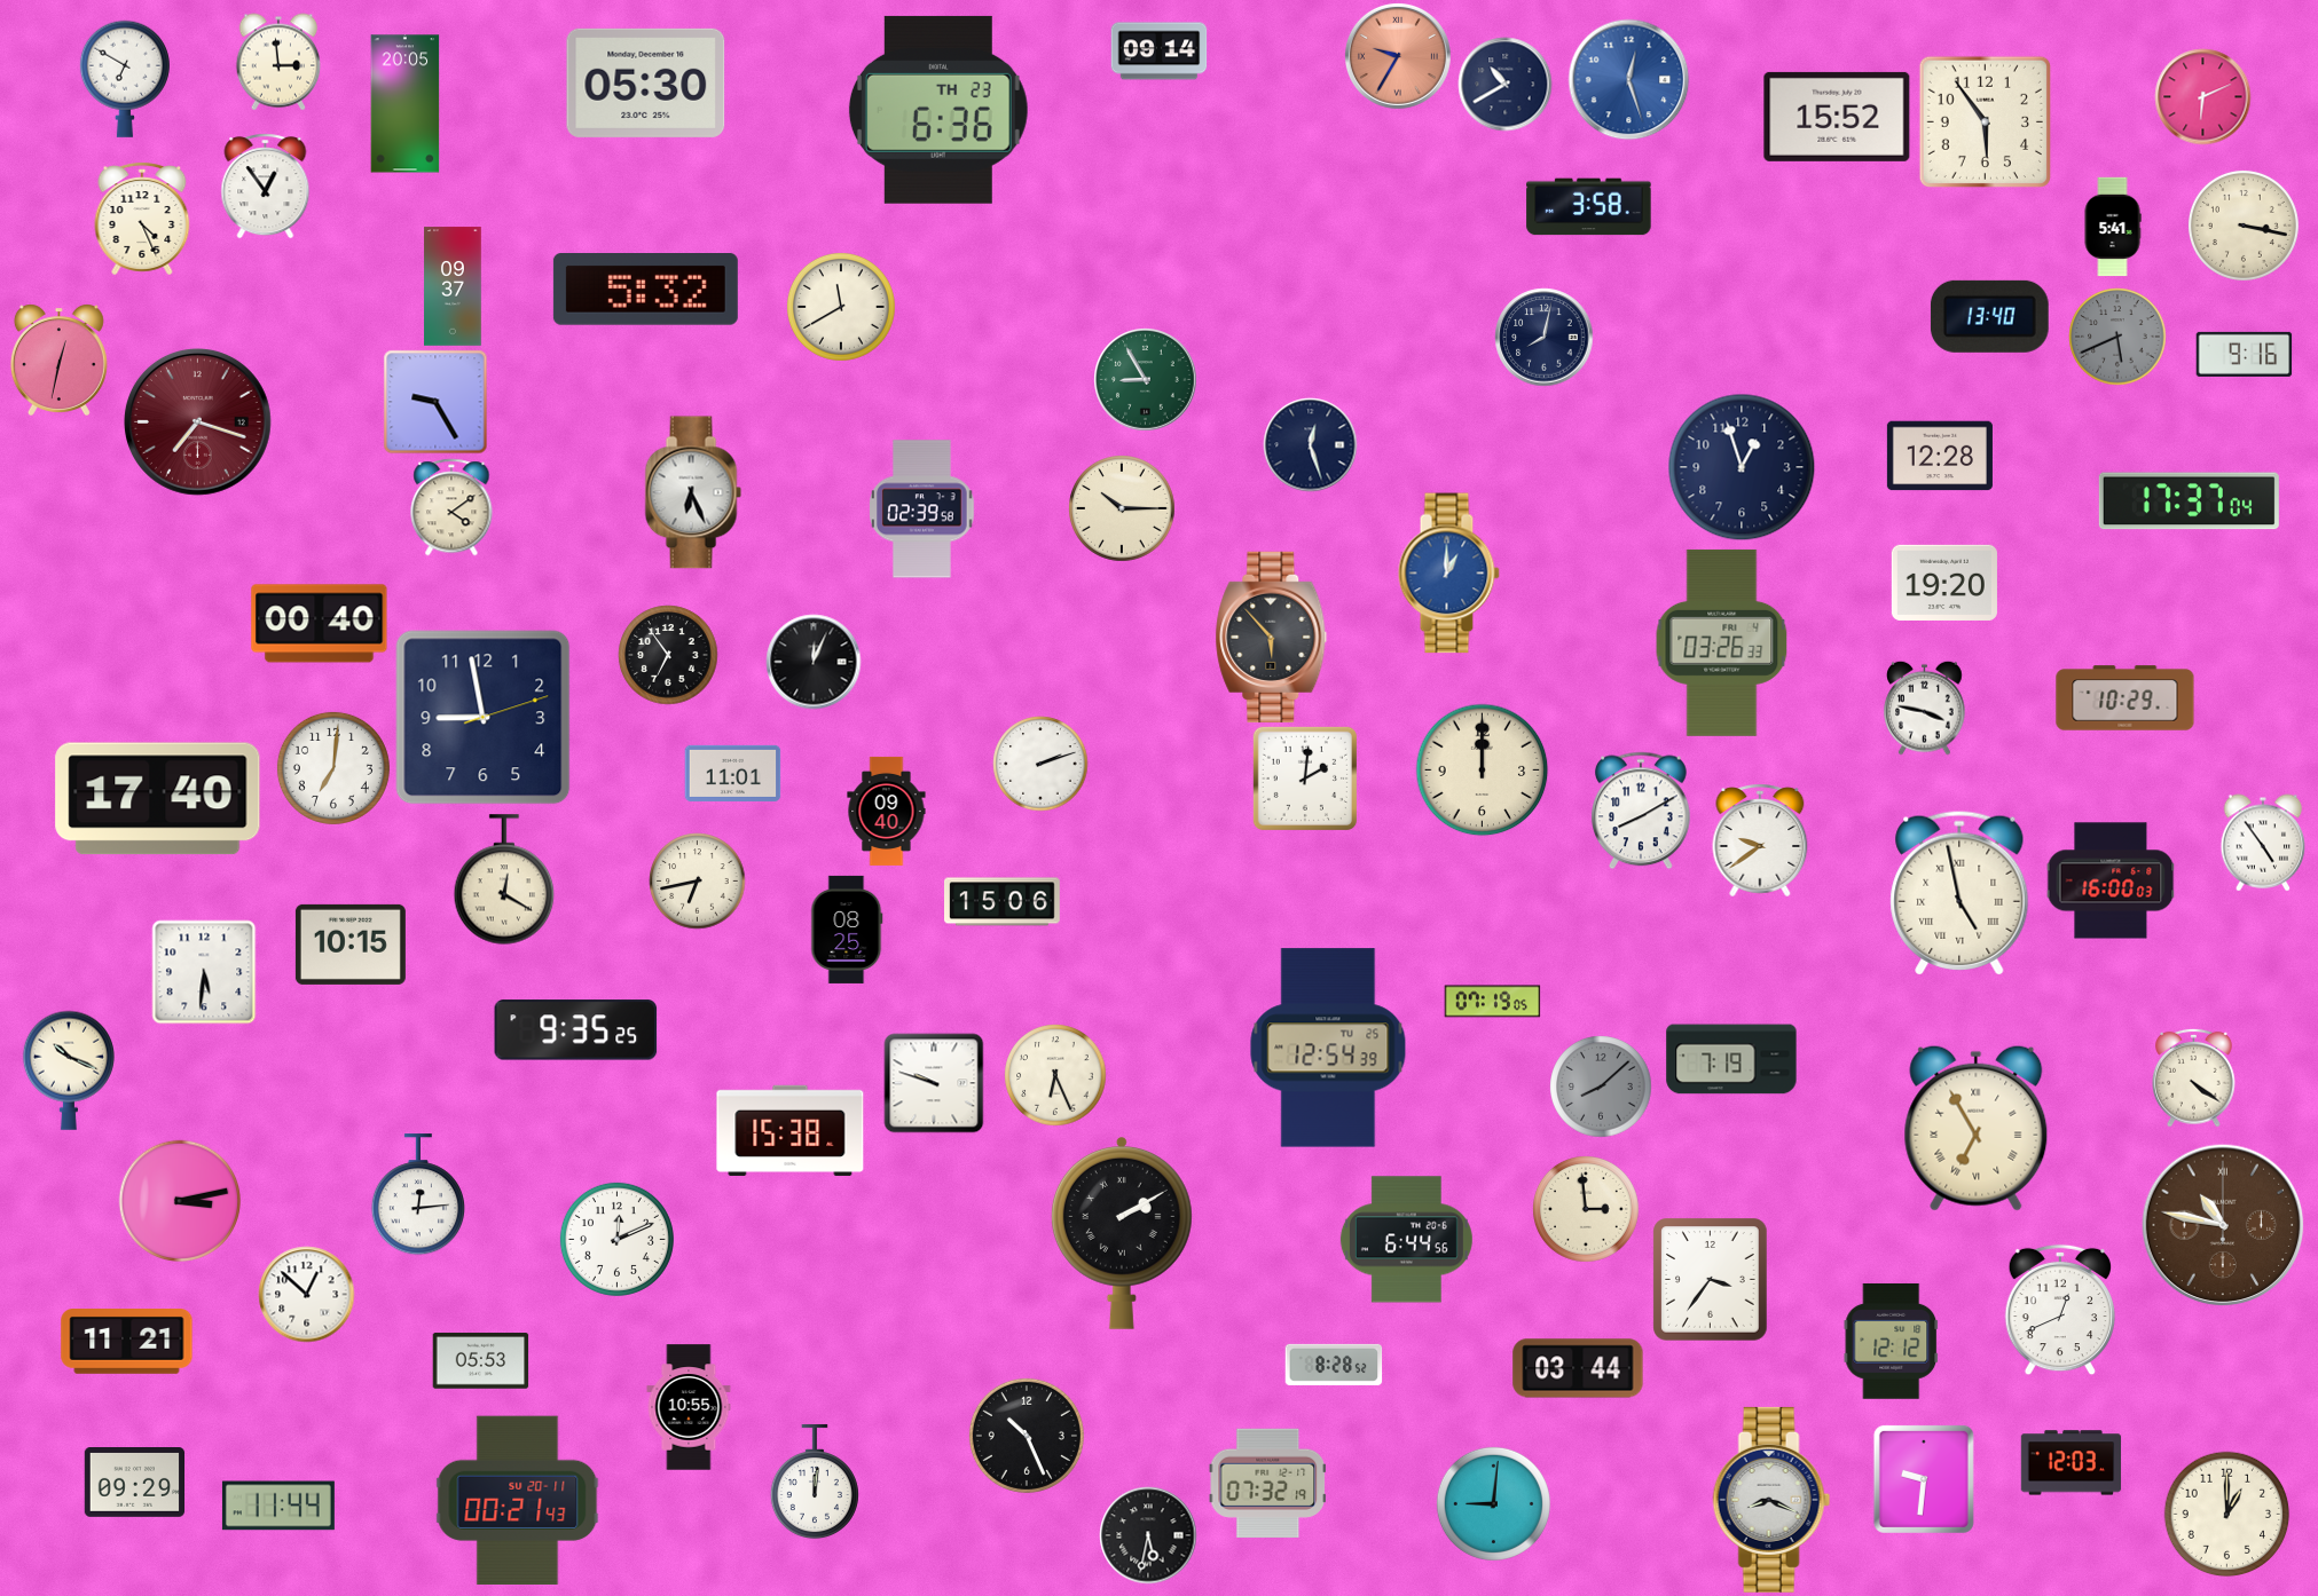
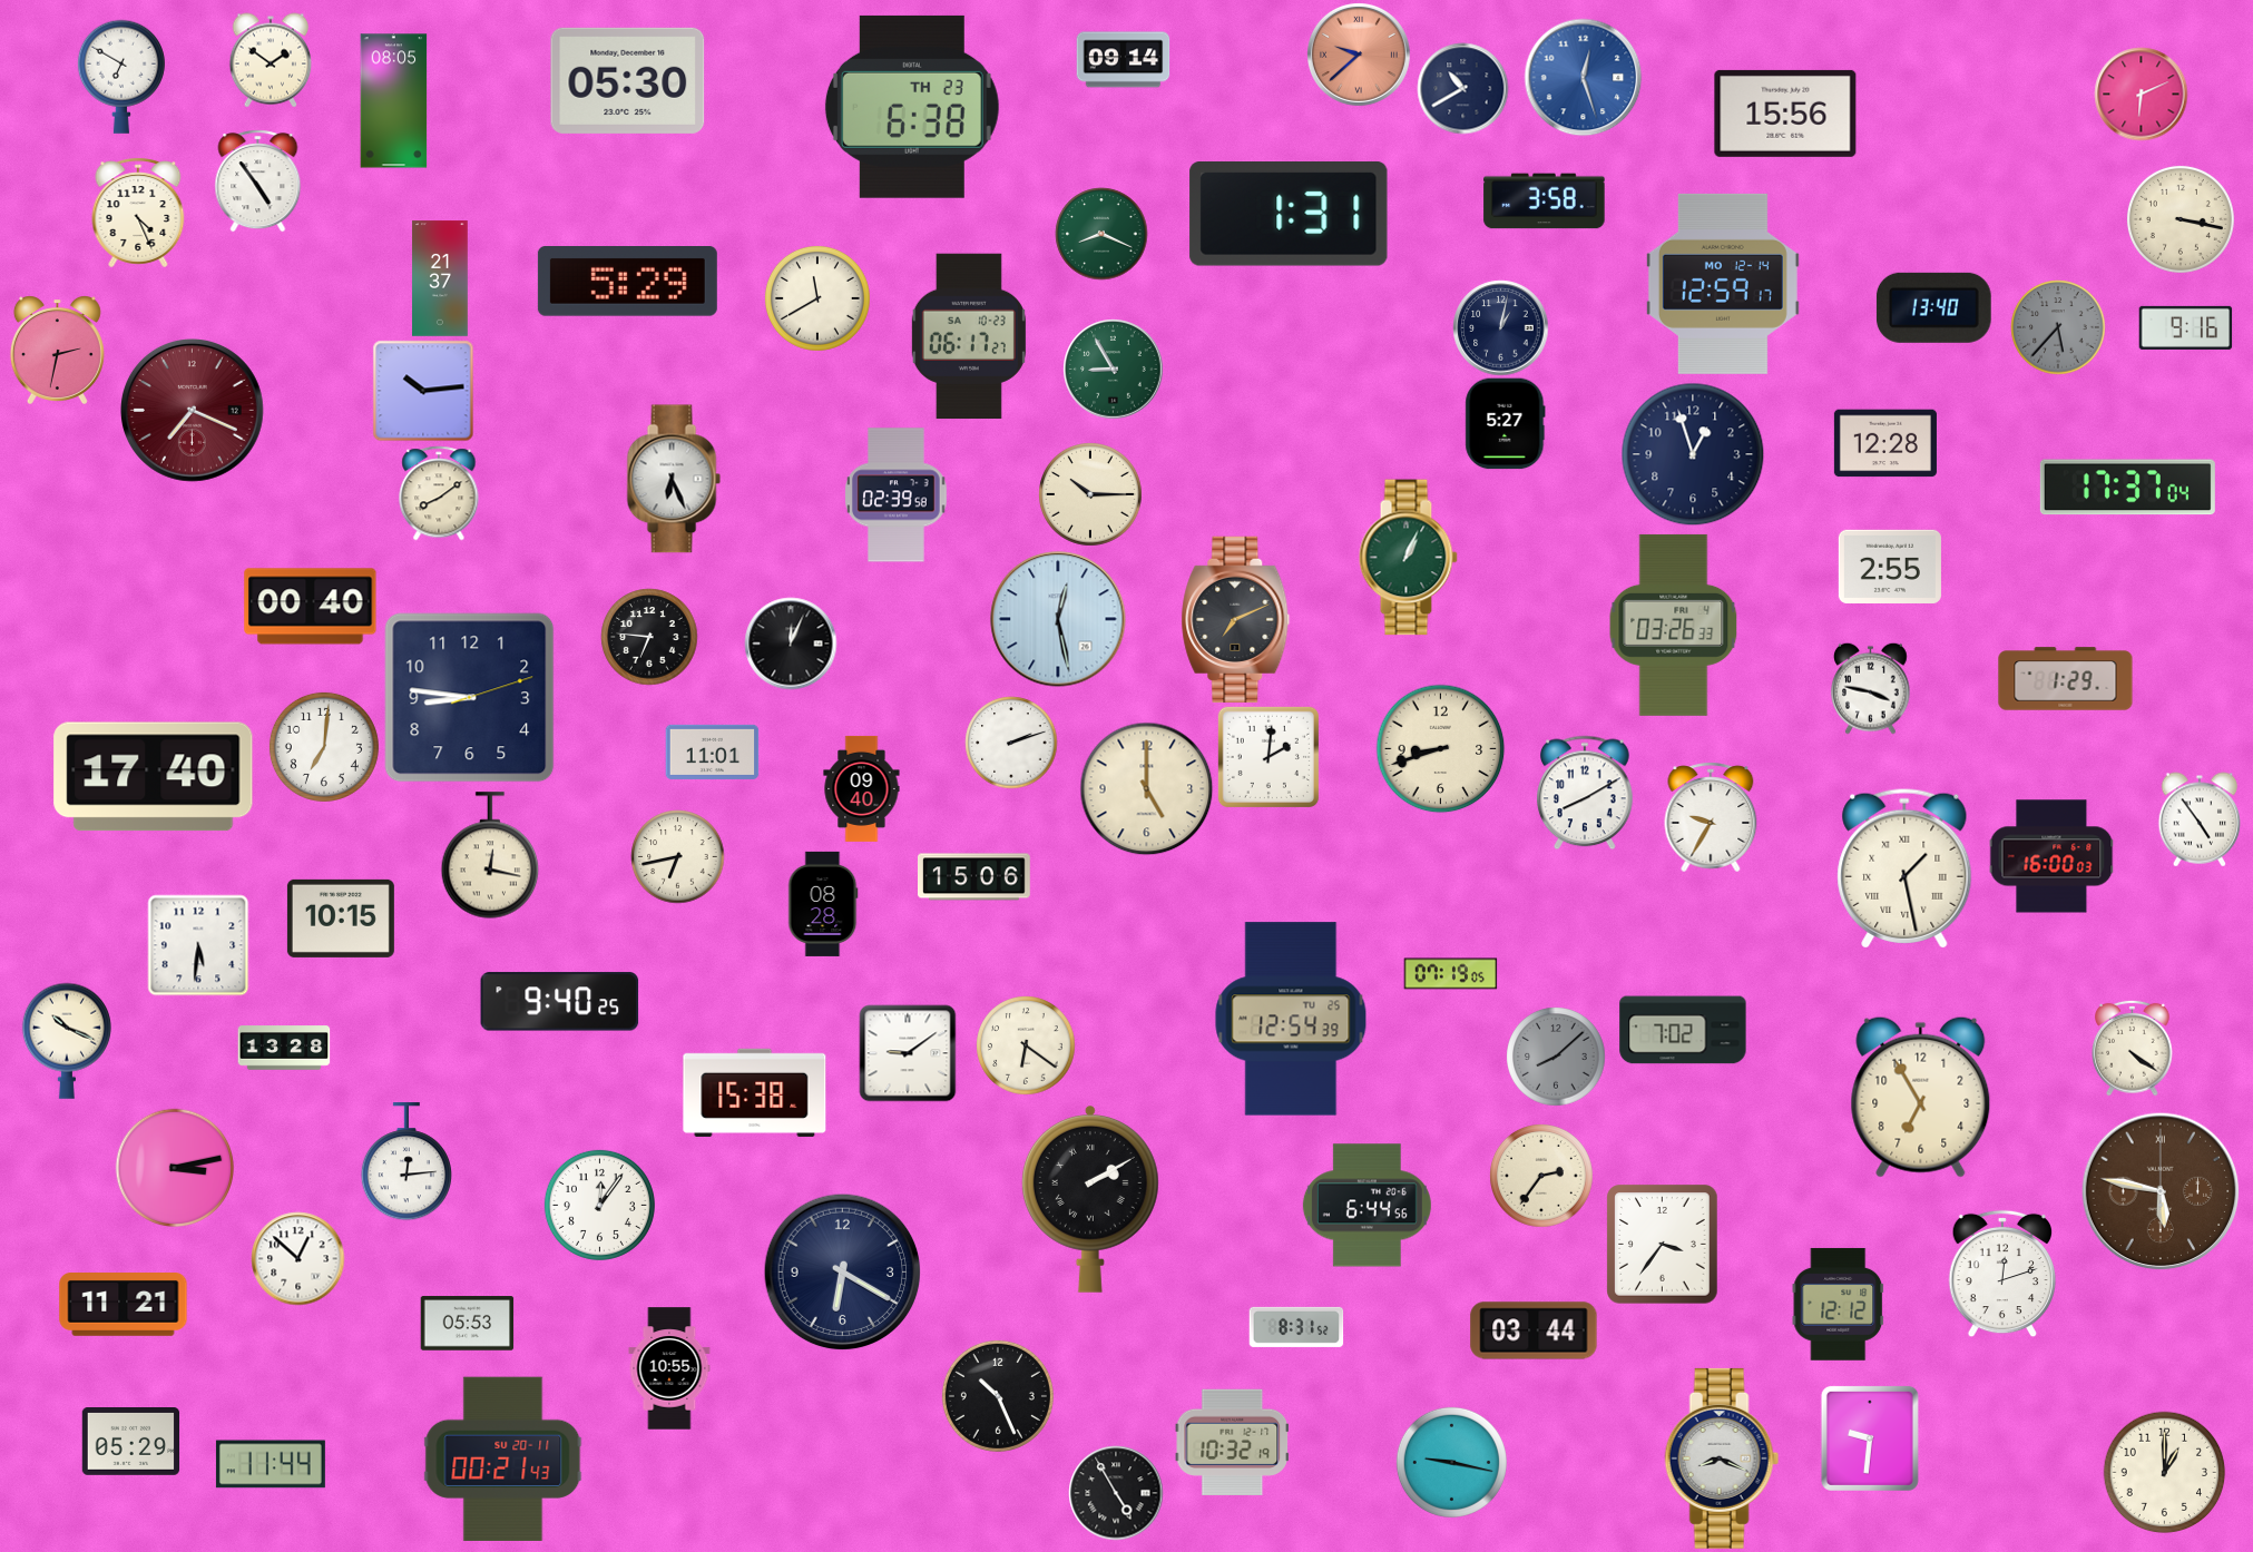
clock at (1158, 52) position: (1158, 52) -> (1123, 60)
clock at (1398, 56): 9:35 -> 9:38
clock at (278, 62): 2:59 -> 1:51
clock at (1504, 84) position: (1504, 84) -> (1462, 88)
clock at (406, 104): 20:05 -> 08:05
clock at (938, 110): 6:36 -> 6:38
clock at (1837, 117): 15:52 -> 15:56
clock at (1985, 121): 5:54 -> none
clock at (266, 185): 12:54 -> 4:54
clock at (1289, 215): none -> 1:31
clock at (2113, 227): 5:41 -> none
clock at (1101, 234): none -> 8:19
clock at (453, 286): 09:37 -> 21:37
clock at (645, 290): 5:32 -> 5:29
clock at (1723, 284): none -> 12:59
clock at (1543, 337): 8:02 -> 1:02
clock at (2117, 337): 5:41 -> 5:37
clock at (969, 336): none -> 06:17
clock at (2244, 354) position: (2244, 354) -> (2185, 327)
clock at (58, 360): 12:32 -> 2:32
clock at (435, 402): 9:25 -> 10:14
clock at (197, 421): 7:18 -> 7:19
clock at (1506, 423): none -> 5:27
clock at (1310, 444): 12:27 -> none
clock at (451, 507): 4:09 -> 8:09
clock at (1448, 574): 1:00 -> 1:04
clock at (1448, 574) dial: blue -> green
clock at (1944, 583): 19:20 -> 2:55
clock at (1058, 619): none -> 12:28
clock at (1272, 637): 5:53 -> 7:11
clock at (668, 655): 6:54 -> 6:46
clock at (2126, 698): 10:29 -> 1:29
clock at (484, 718): 8:58 -> 8:46
clock at (1482, 769): 12:00 -> 8:42
clock at (1146, 788): none -> 5:00
clock at (1642, 811) position: (1642, 811) -> (1586, 793)
clock at (1760, 840): 9:39 -> 9:35
clock at (504, 879): 12:20 -> 12:17
clock at (1959, 893): 4:58 -> 1:28
clock at (847, 930): 08:25 -> 08:28
clock at (576, 1030): 9:35 -> 9:40
clock at (1731, 1059): 7:19 -> 7:02
clock at (1055, 1075): 6:26 -> 6:21
clock at (284, 1048): none -> 13:28
clock at (934, 1083): 9:48 -> 9:09
clock at (1977, 1128) numerals: Roman -> Arabic
clock at (791, 1130) position: (791, 1130) -> (755, 1092)
clock at (1586, 1209): 2:59 -> 2:36
clock at (2223, 1225): 10:47 -> 5:47
clock at (616, 1239): 12:11 -> 12:06
clock at (842, 1271): none -> 6:20
clock at (2059, 1310): 12:41 -> 12:12
clock at (1334, 1365): 8:28 -> 8:31
clock at (2071, 1463): 12:03 -> none
clock at (815, 1482): 12:01 -> none
clock at (134, 1483): 09:29 -> 05:29
clock at (1267, 1483): 07:32 -> 10:32
clock at (1493, 1503): 9:01 -> 9:17
clock at (1148, 1535): 5:32 -> 4:55
